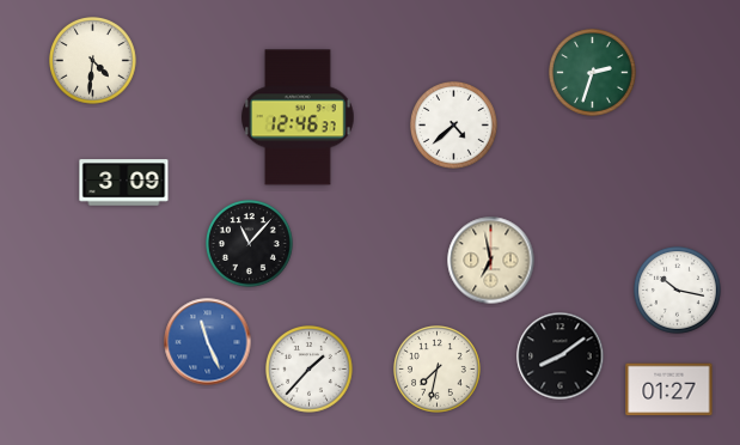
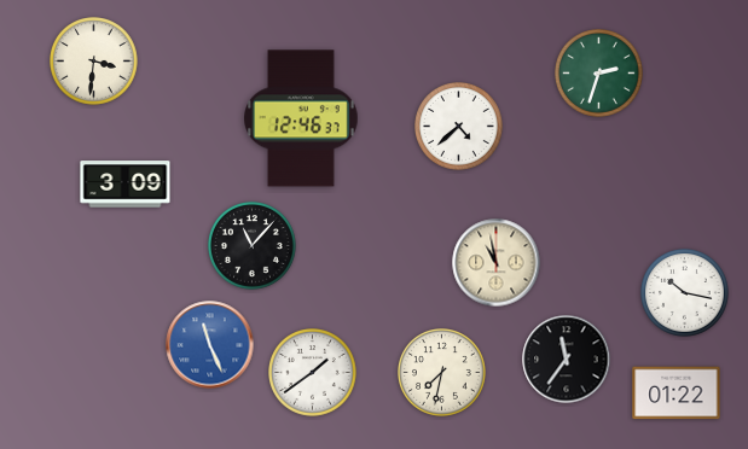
clock at (93, 61): 4:31 -> 3:31
clock at (491, 261): 6:58 -> 10:58
clock at (561, 356): 8:09 -> 11:36
clock at (310, 370): 1:37 -> 1:39
clock at (669, 390): 01:27 -> 01:22
